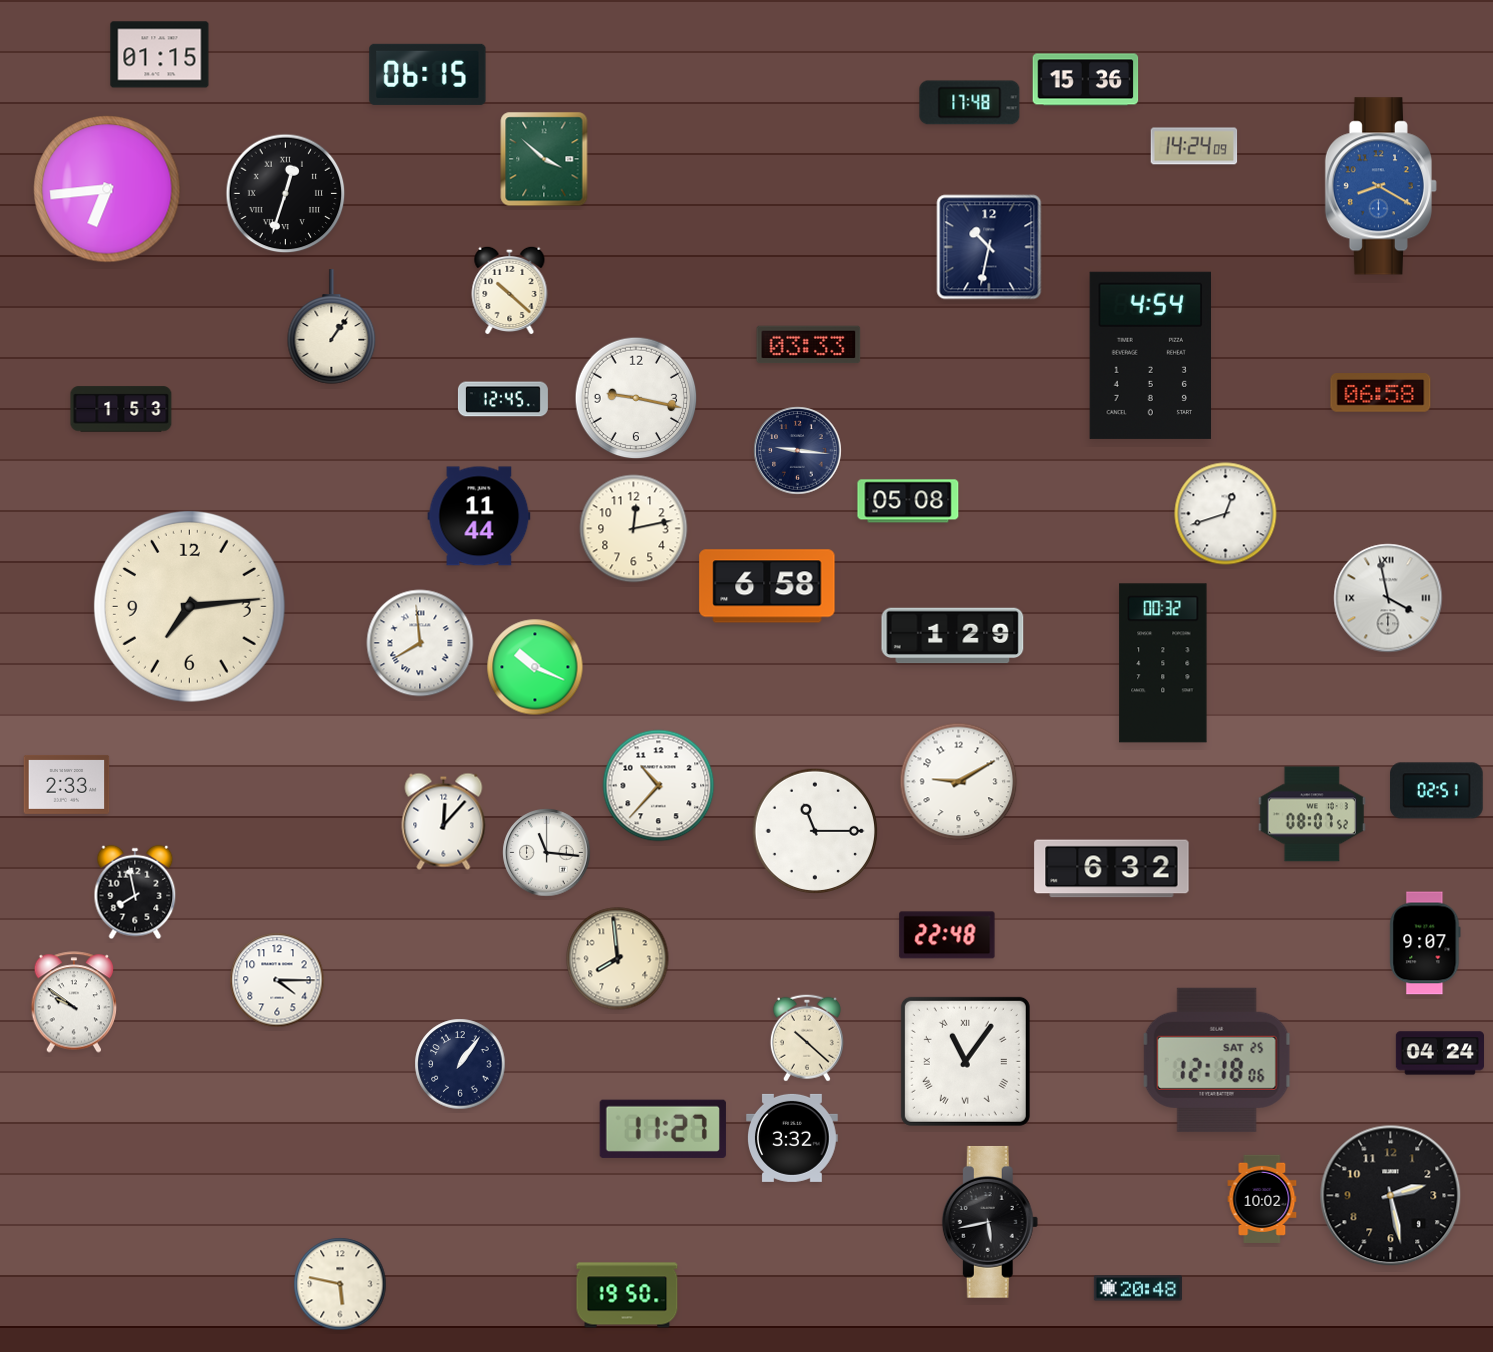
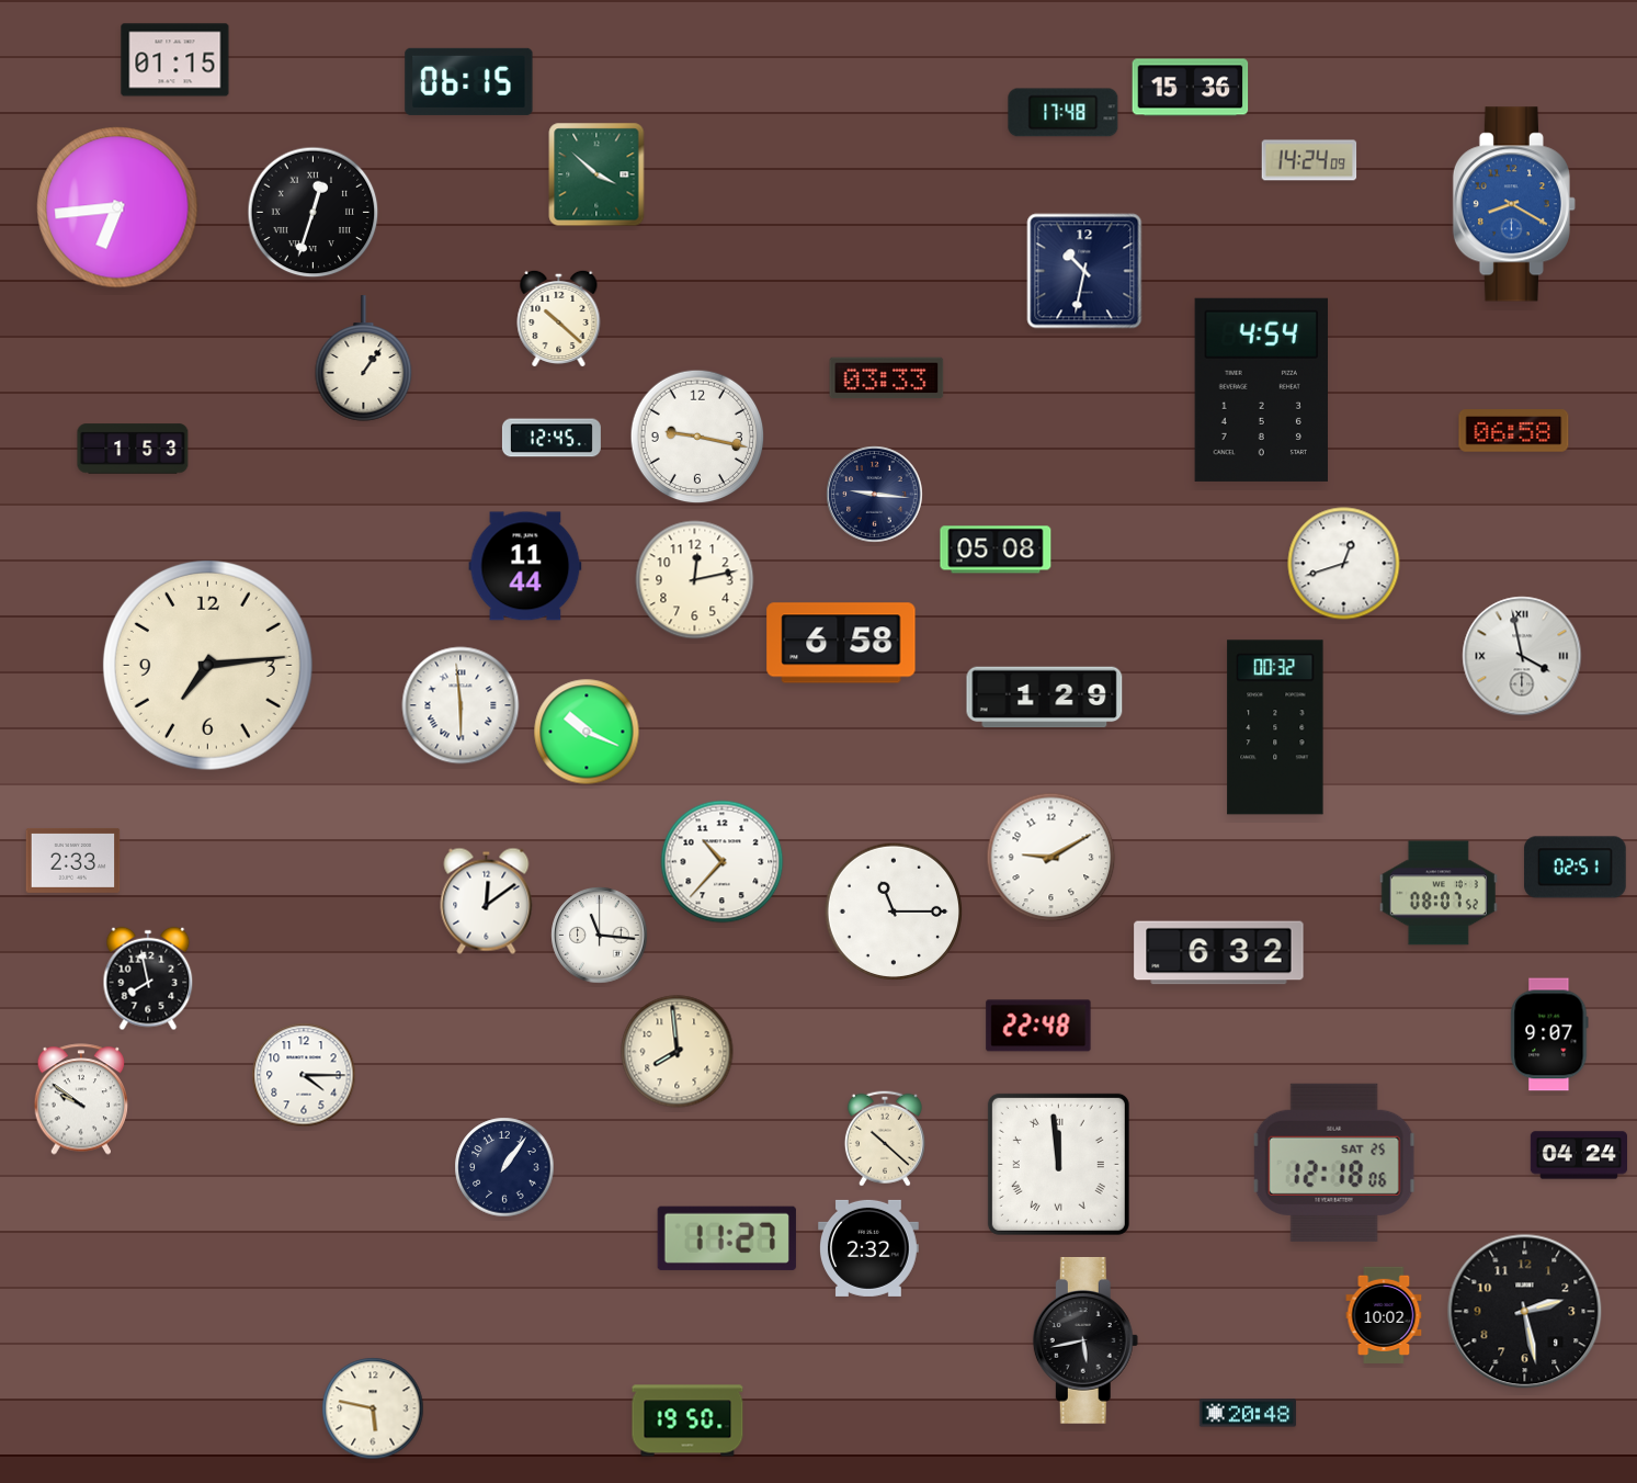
clock at (420, 643): 7:59 -> 5:59
clock at (444, 821): 12:07 -> 12:09
clock at (1425, 943) position: (1425, 943) -> (1549, 1034)
clock at (965, 1061): 11:06 -> 11:59
clock at (793, 1138): 3:32 -> 2:32
